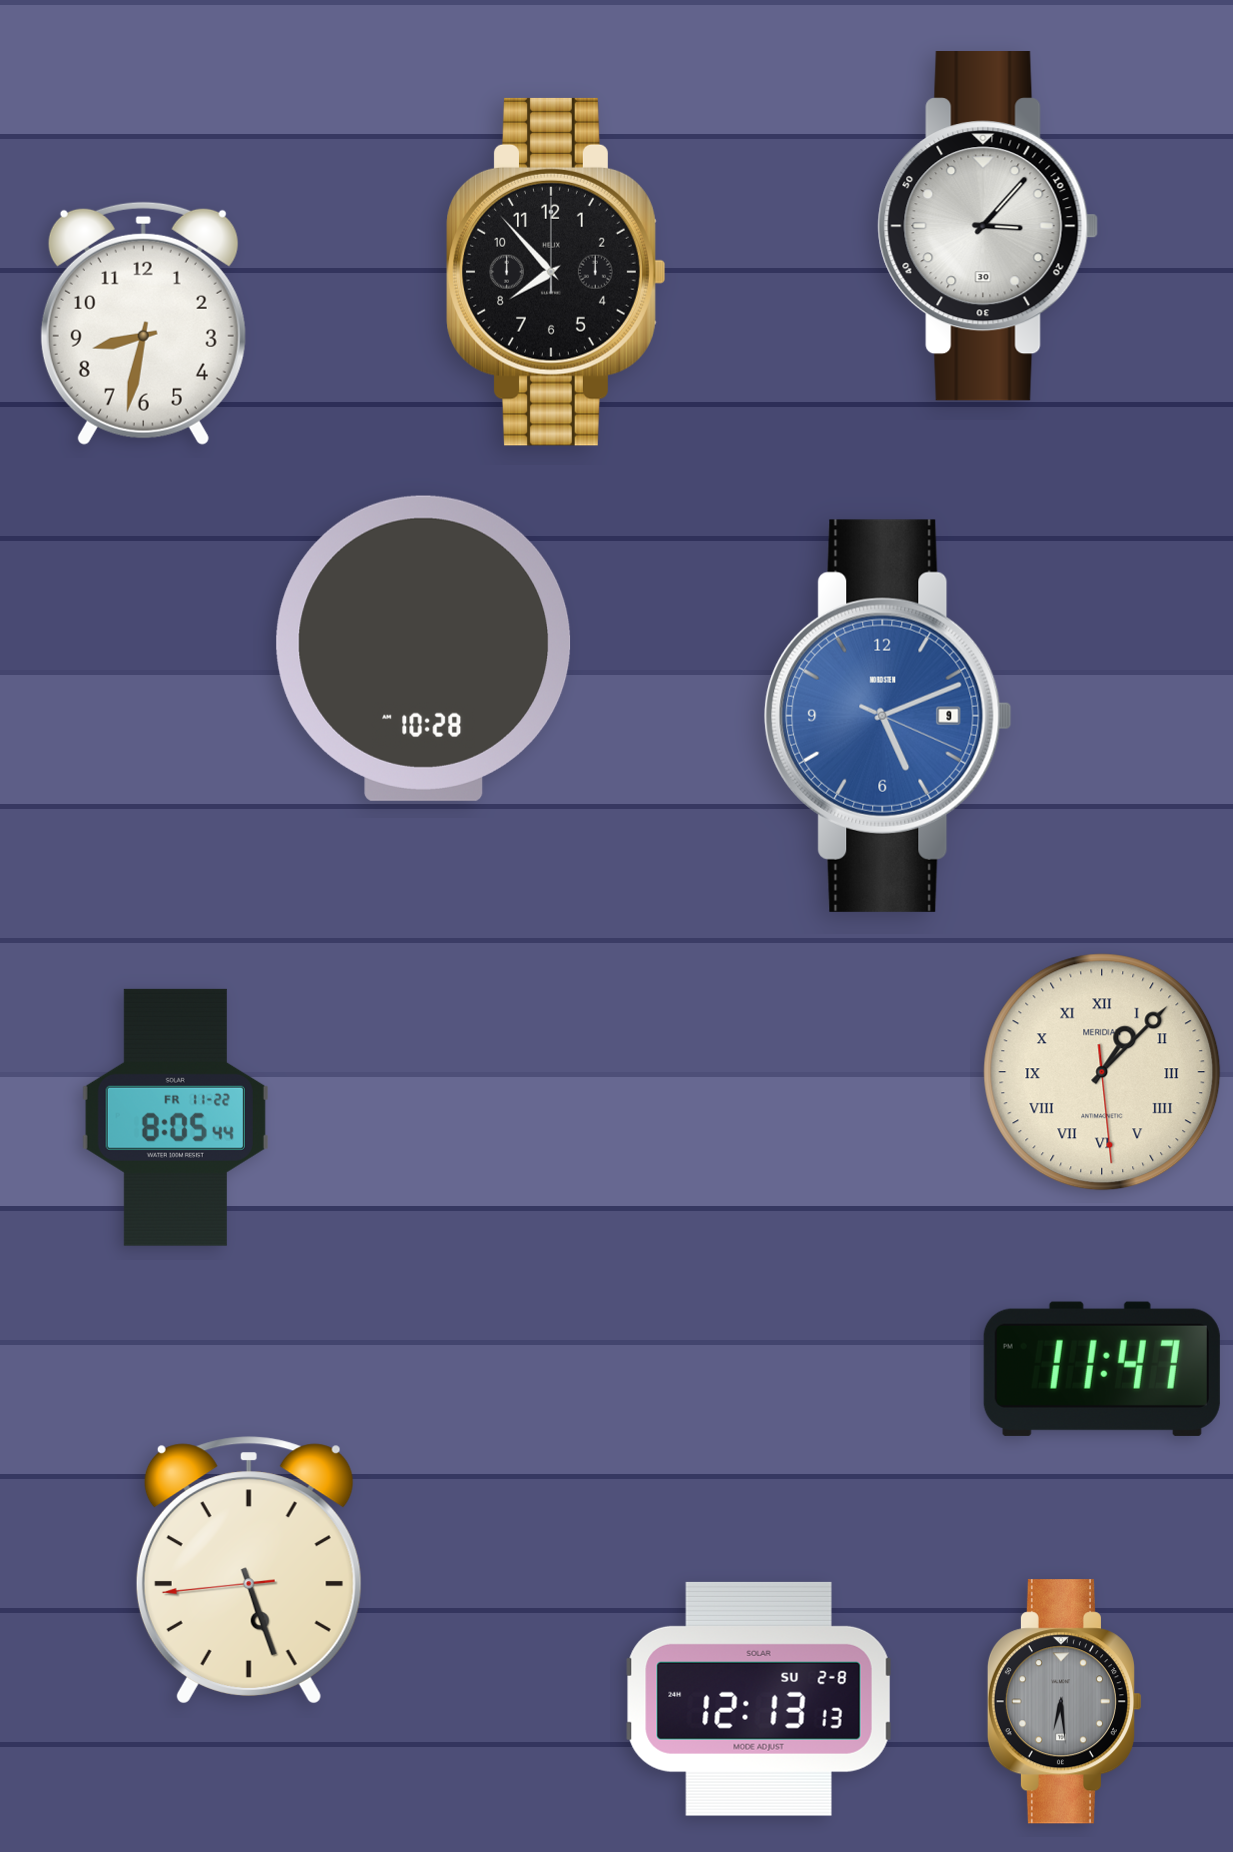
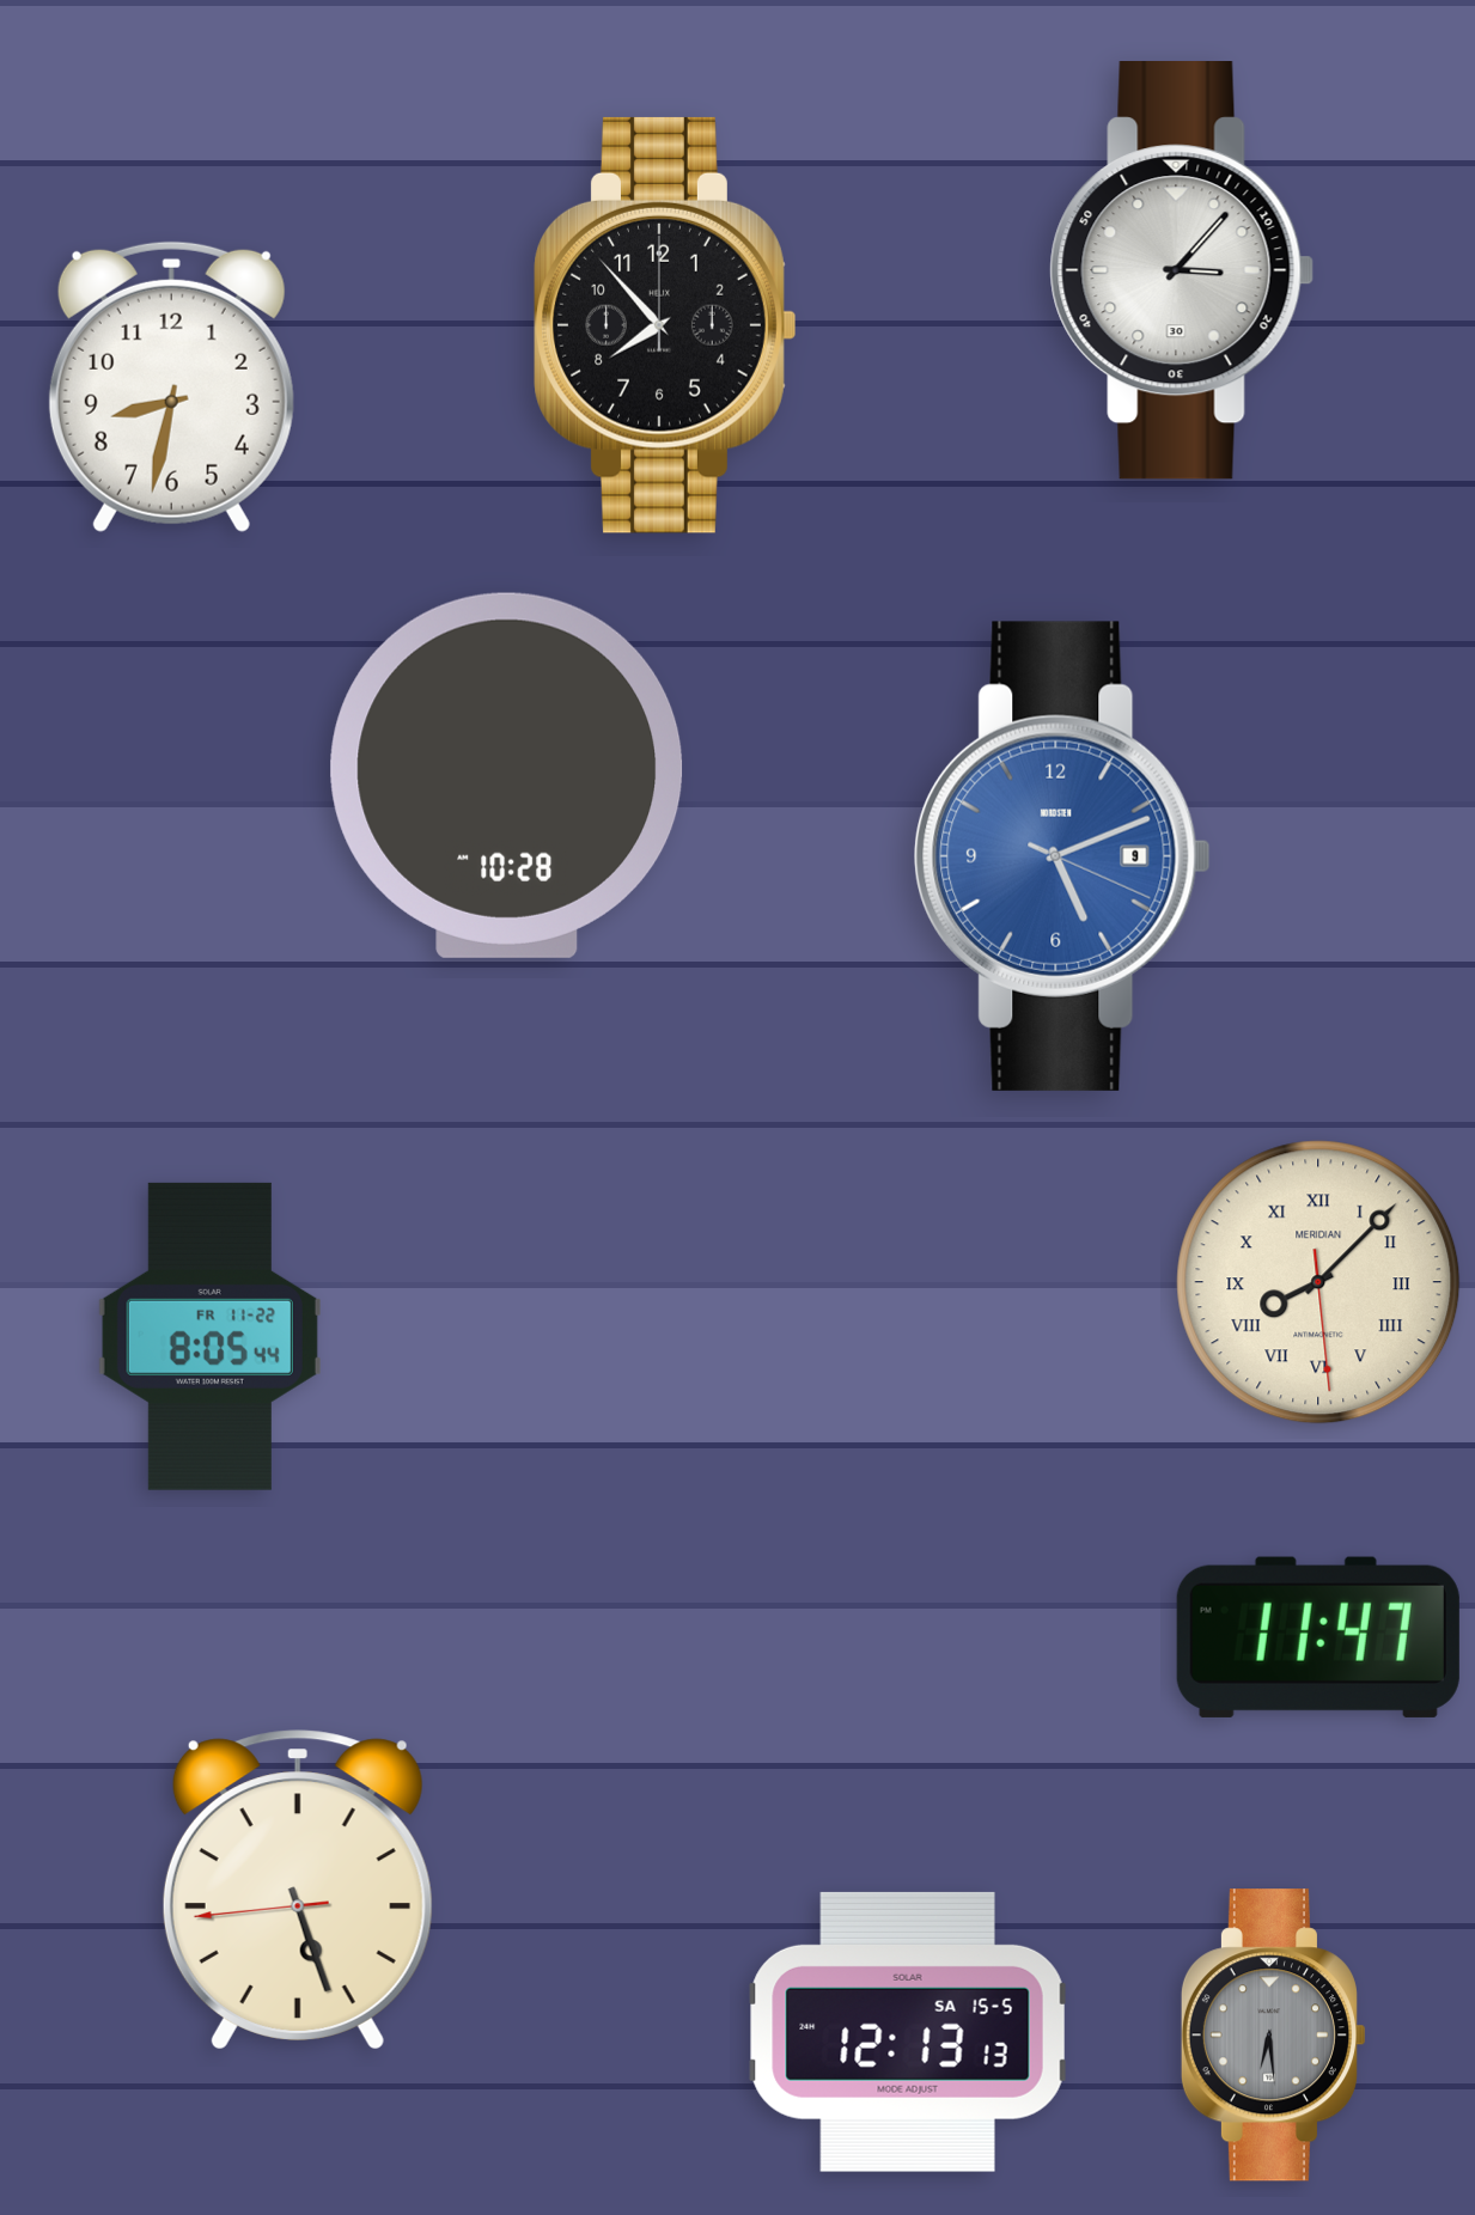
clock at (1102, 1072): 1:07 -> 8:07
clock at (249, 1570) position: (249, 1570) -> (298, 1890)
clock at (759, 1699) date: SU 2-8 -> SA 15-5
